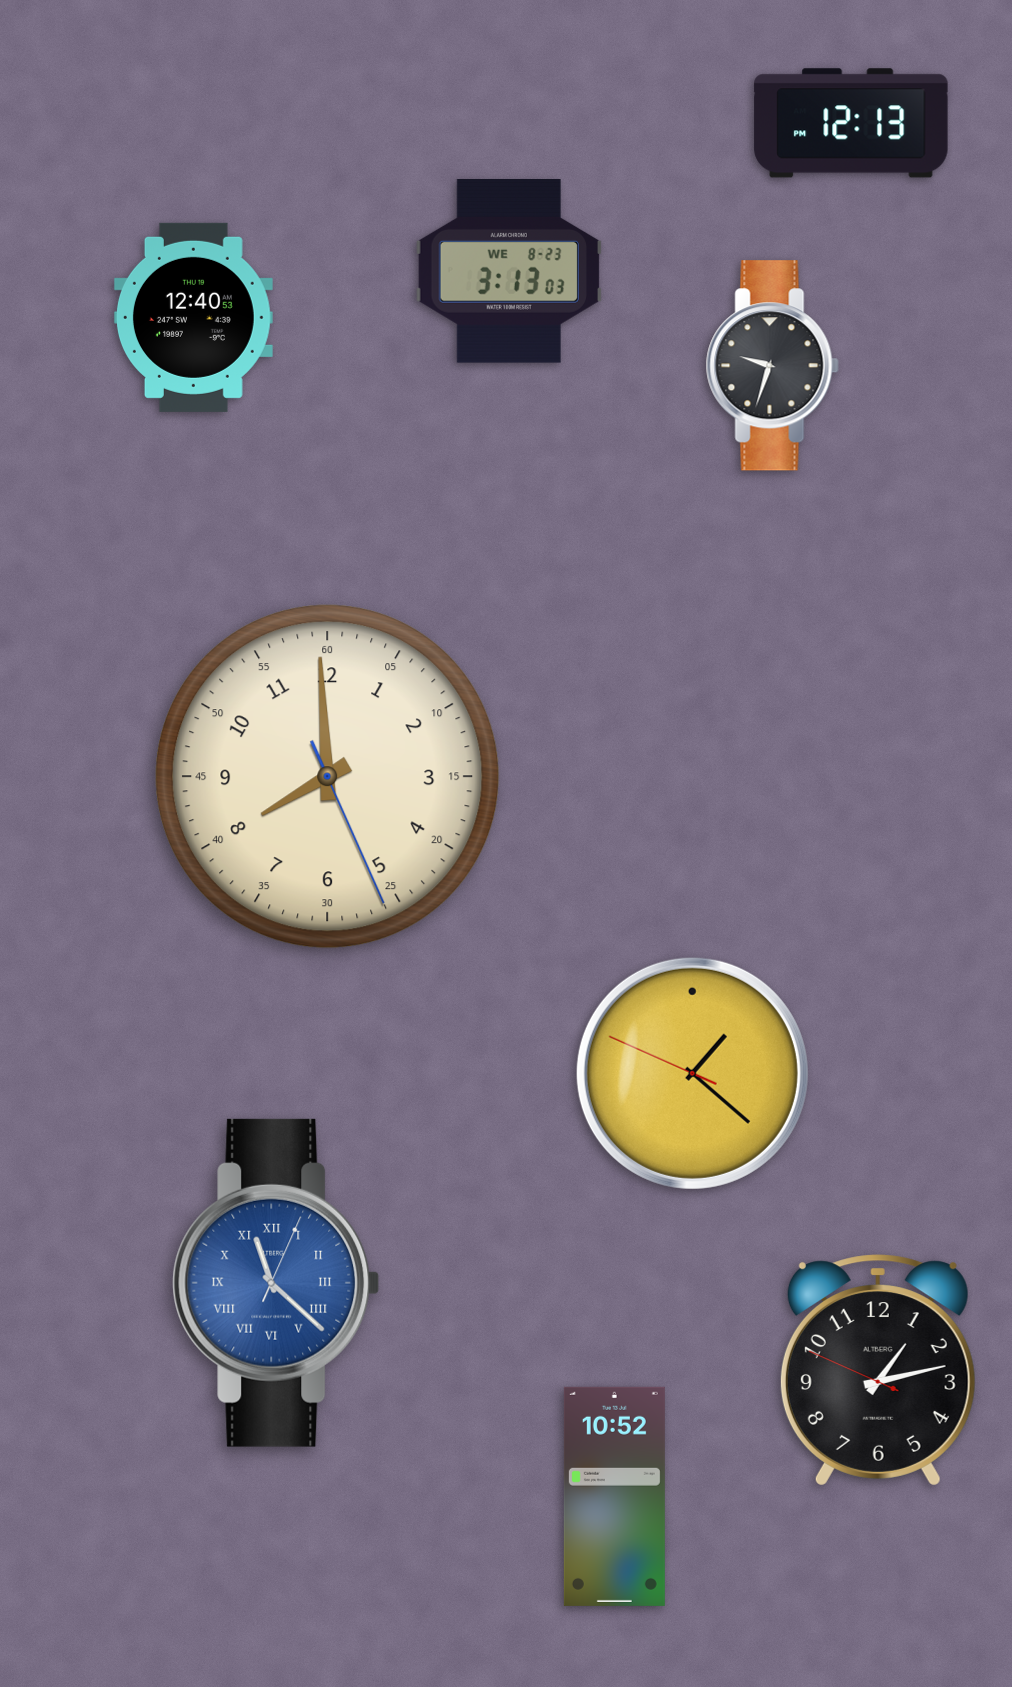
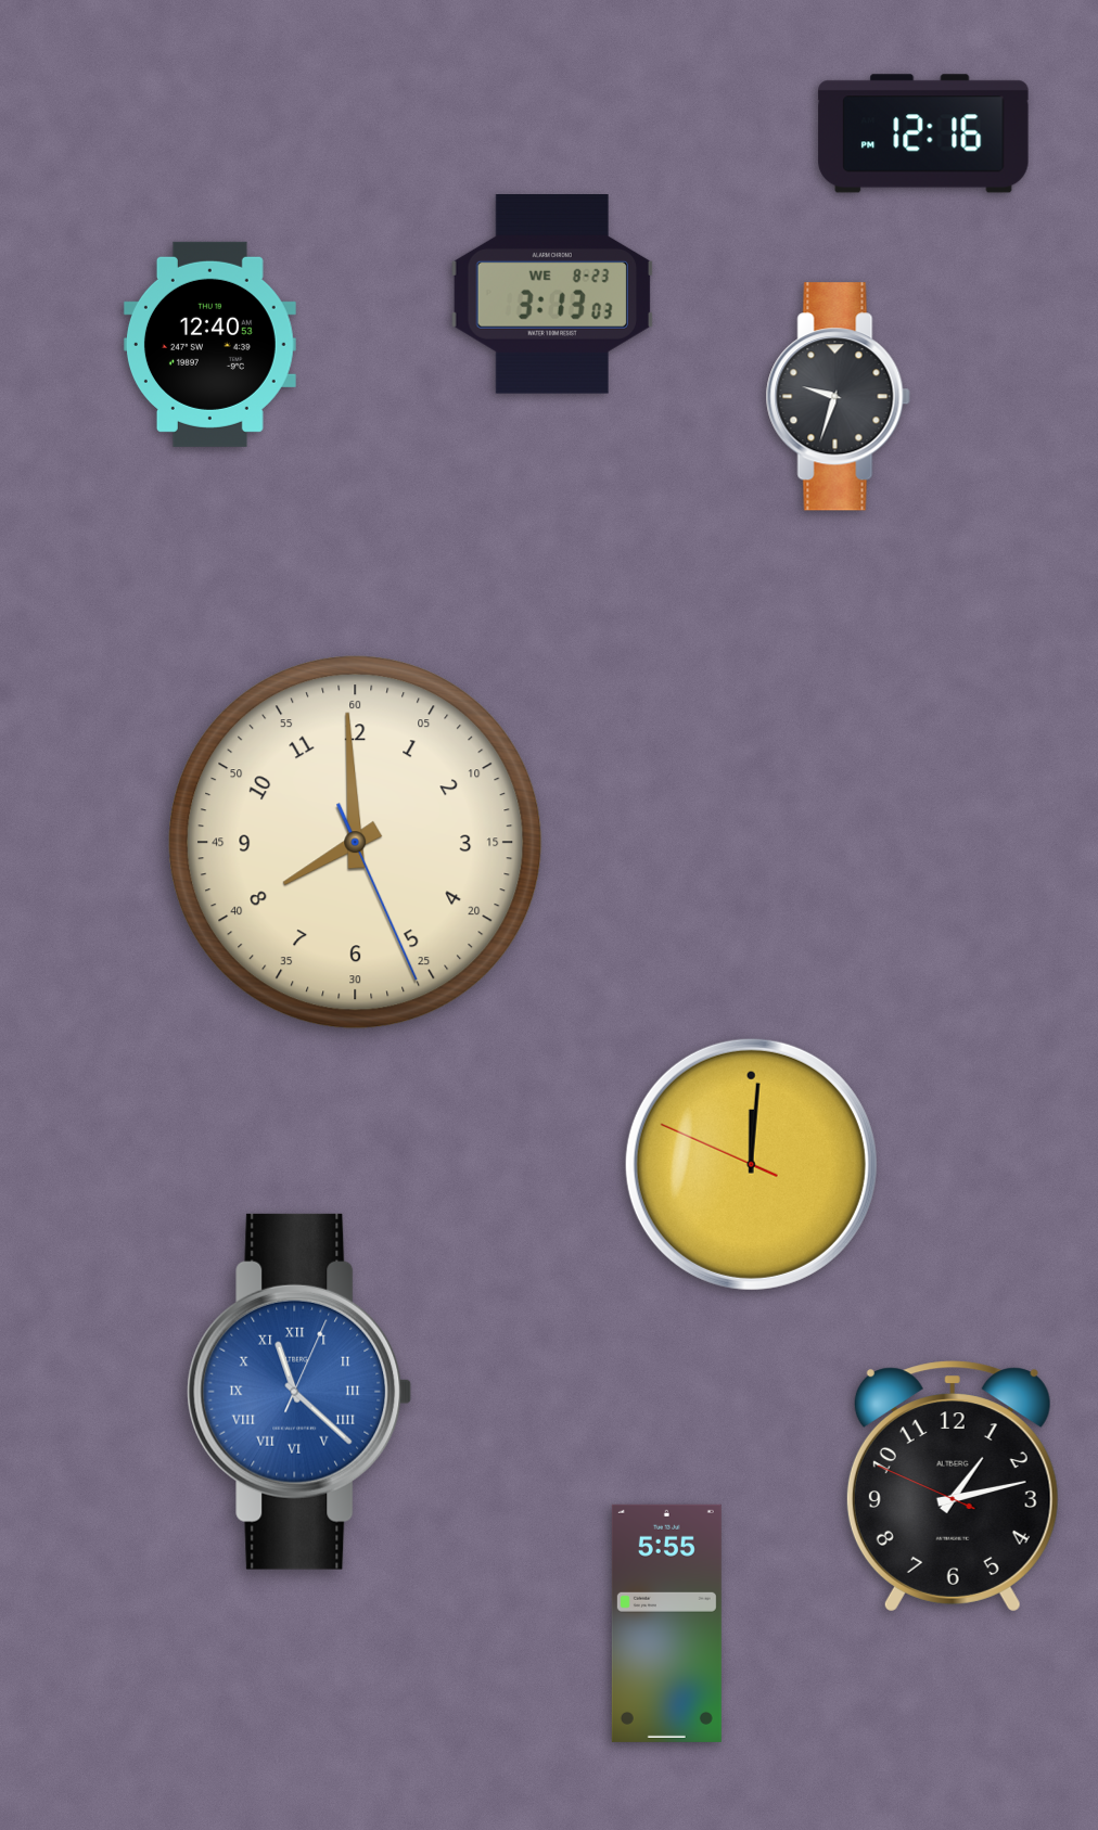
clock at (851, 123): 12:13 -> 12:16
clock at (692, 1073): 1:21 -> 12:00
clock at (614, 1496): 10:52 -> 5:55
